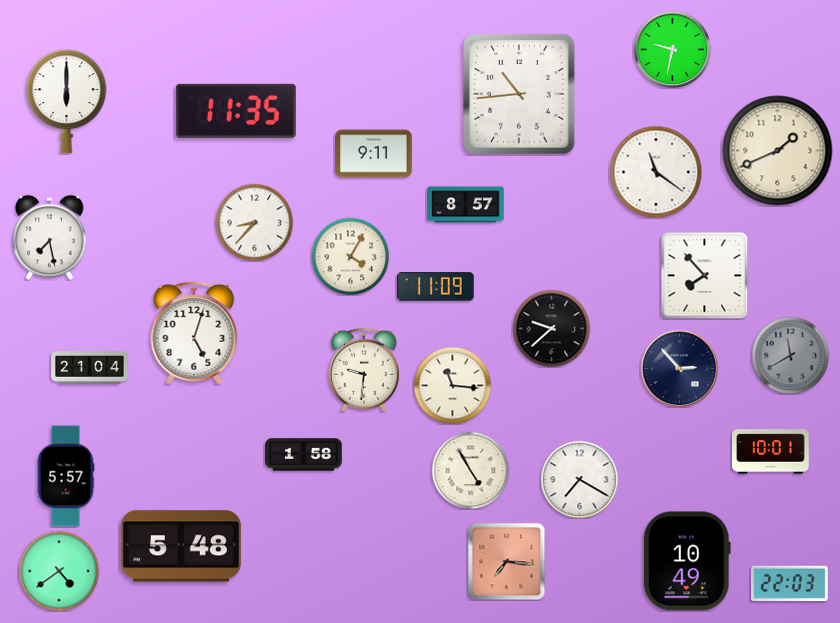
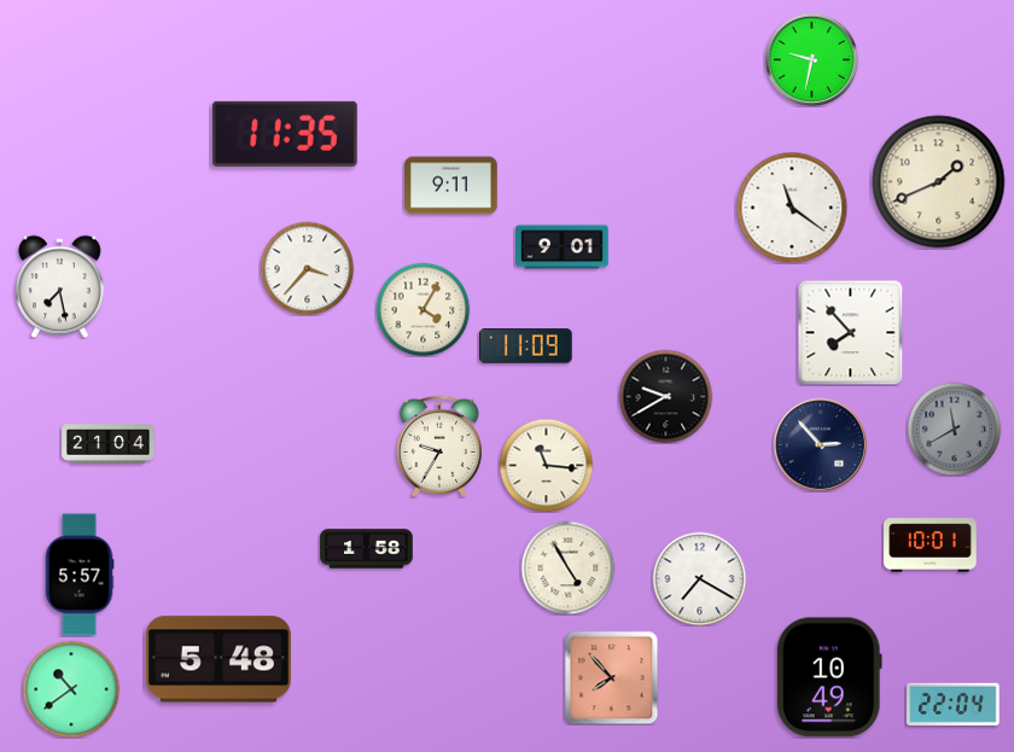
clock at (519, 94): 10:44 -> none
clock at (67, 102): 6:00 -> none
clock at (466, 205): 8:57 -> 9:01
clock at (254, 222): 8:37 -> 3:37
clock at (551, 328): 9:38 -> 9:40
clock at (194, 333): 5:03 -> none
clock at (363, 370): 9:31 -> 9:35
clock at (506, 561): 7:16 -> 7:53
clock at (59, 571): 4:39 -> 10:39
clock at (790, 583): 22:03 -> 22:04
